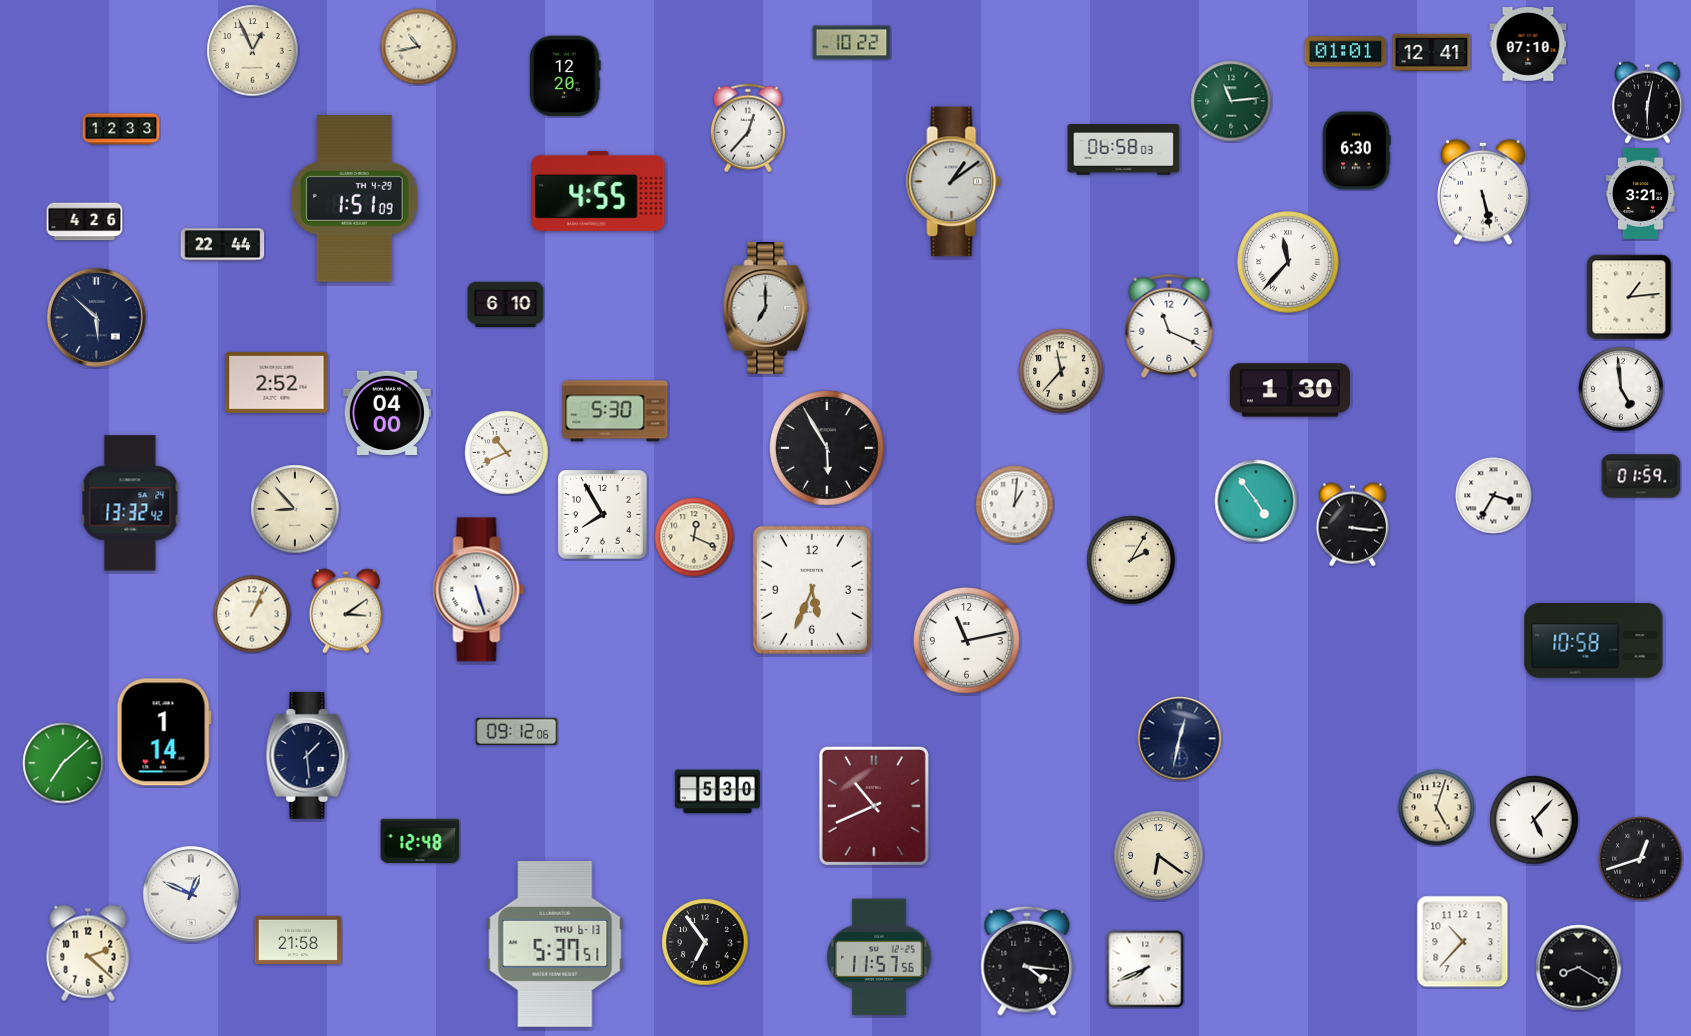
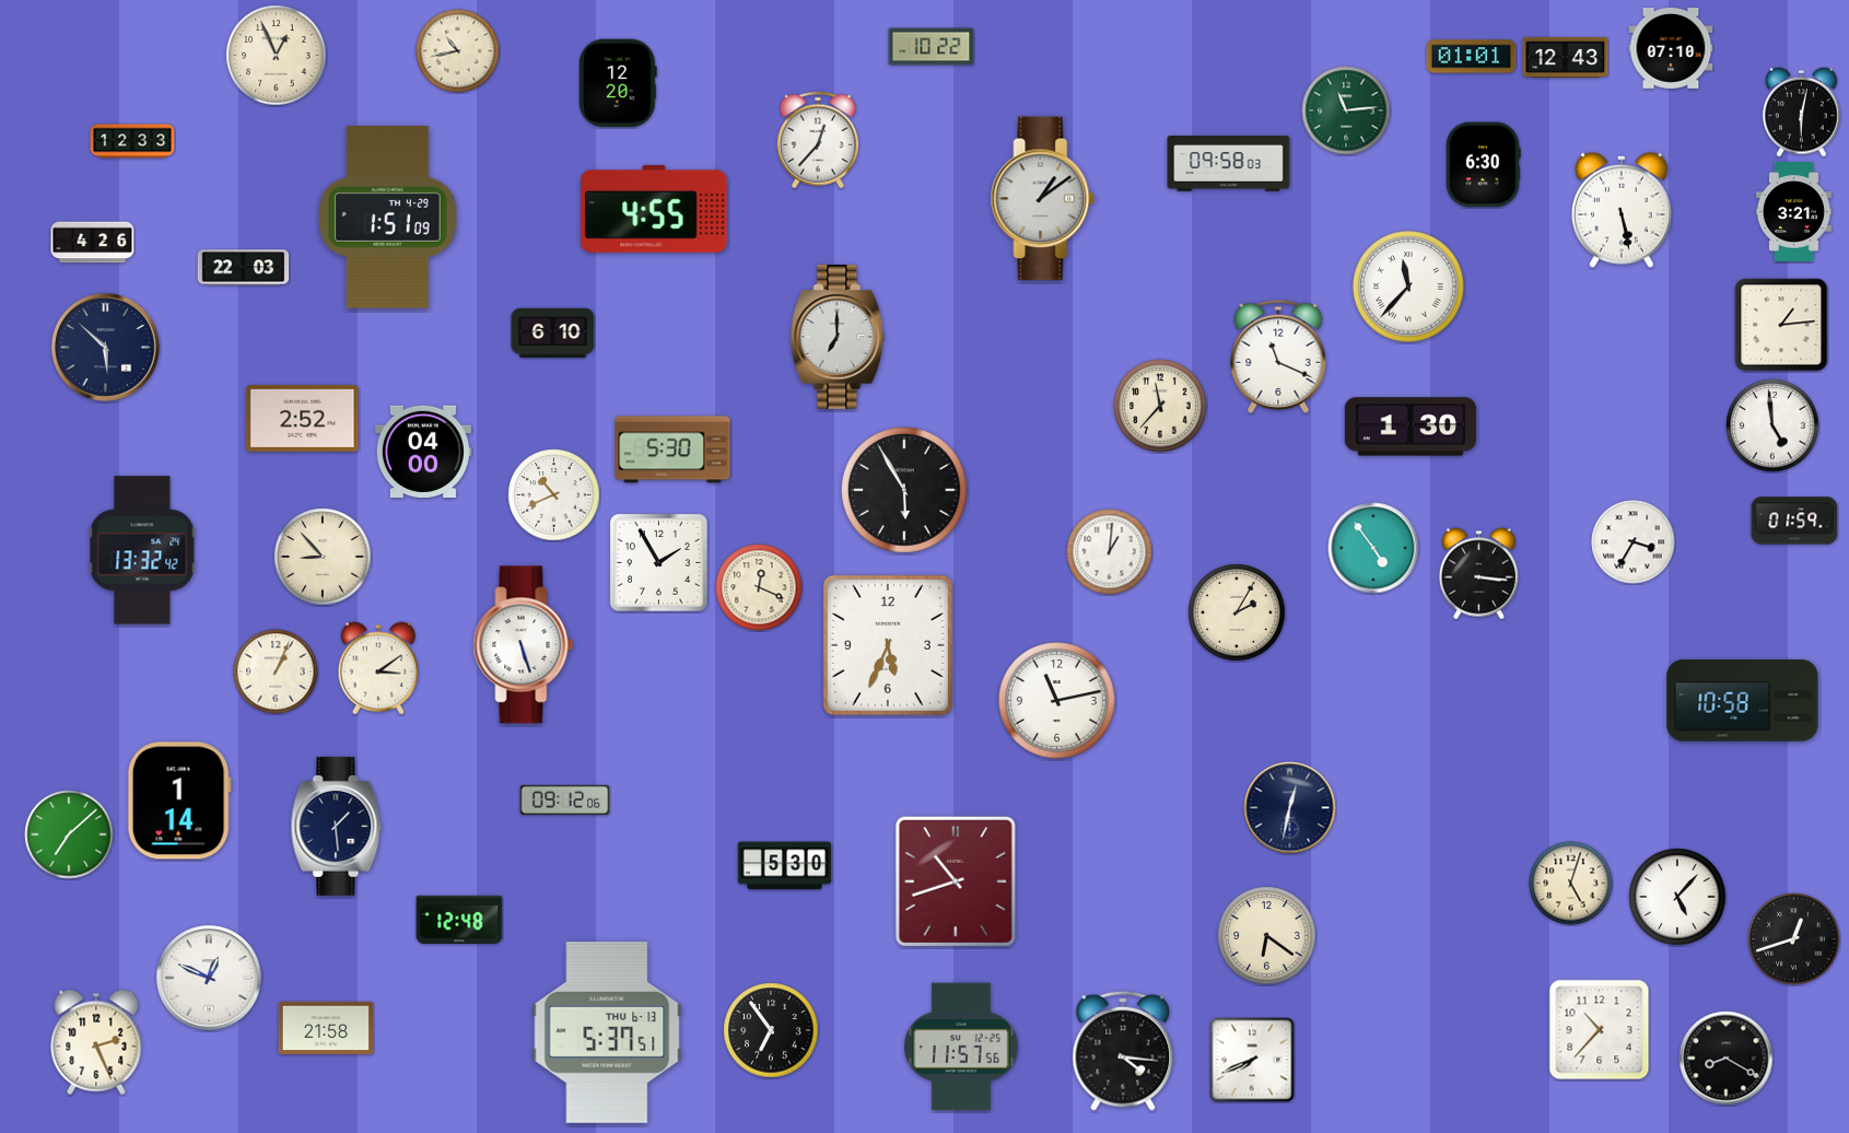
clock at (1432, 52): 12:41 -> 12:43
clock at (1124, 150): 06:58 -> 09:58
clock at (223, 245): 22:44 -> 22:03
clock at (603, 515): 7:55 -> 1:55
clock at (874, 806): 10:41 -> 10:42
clock at (88, 953): 2:22 -> 2:26
